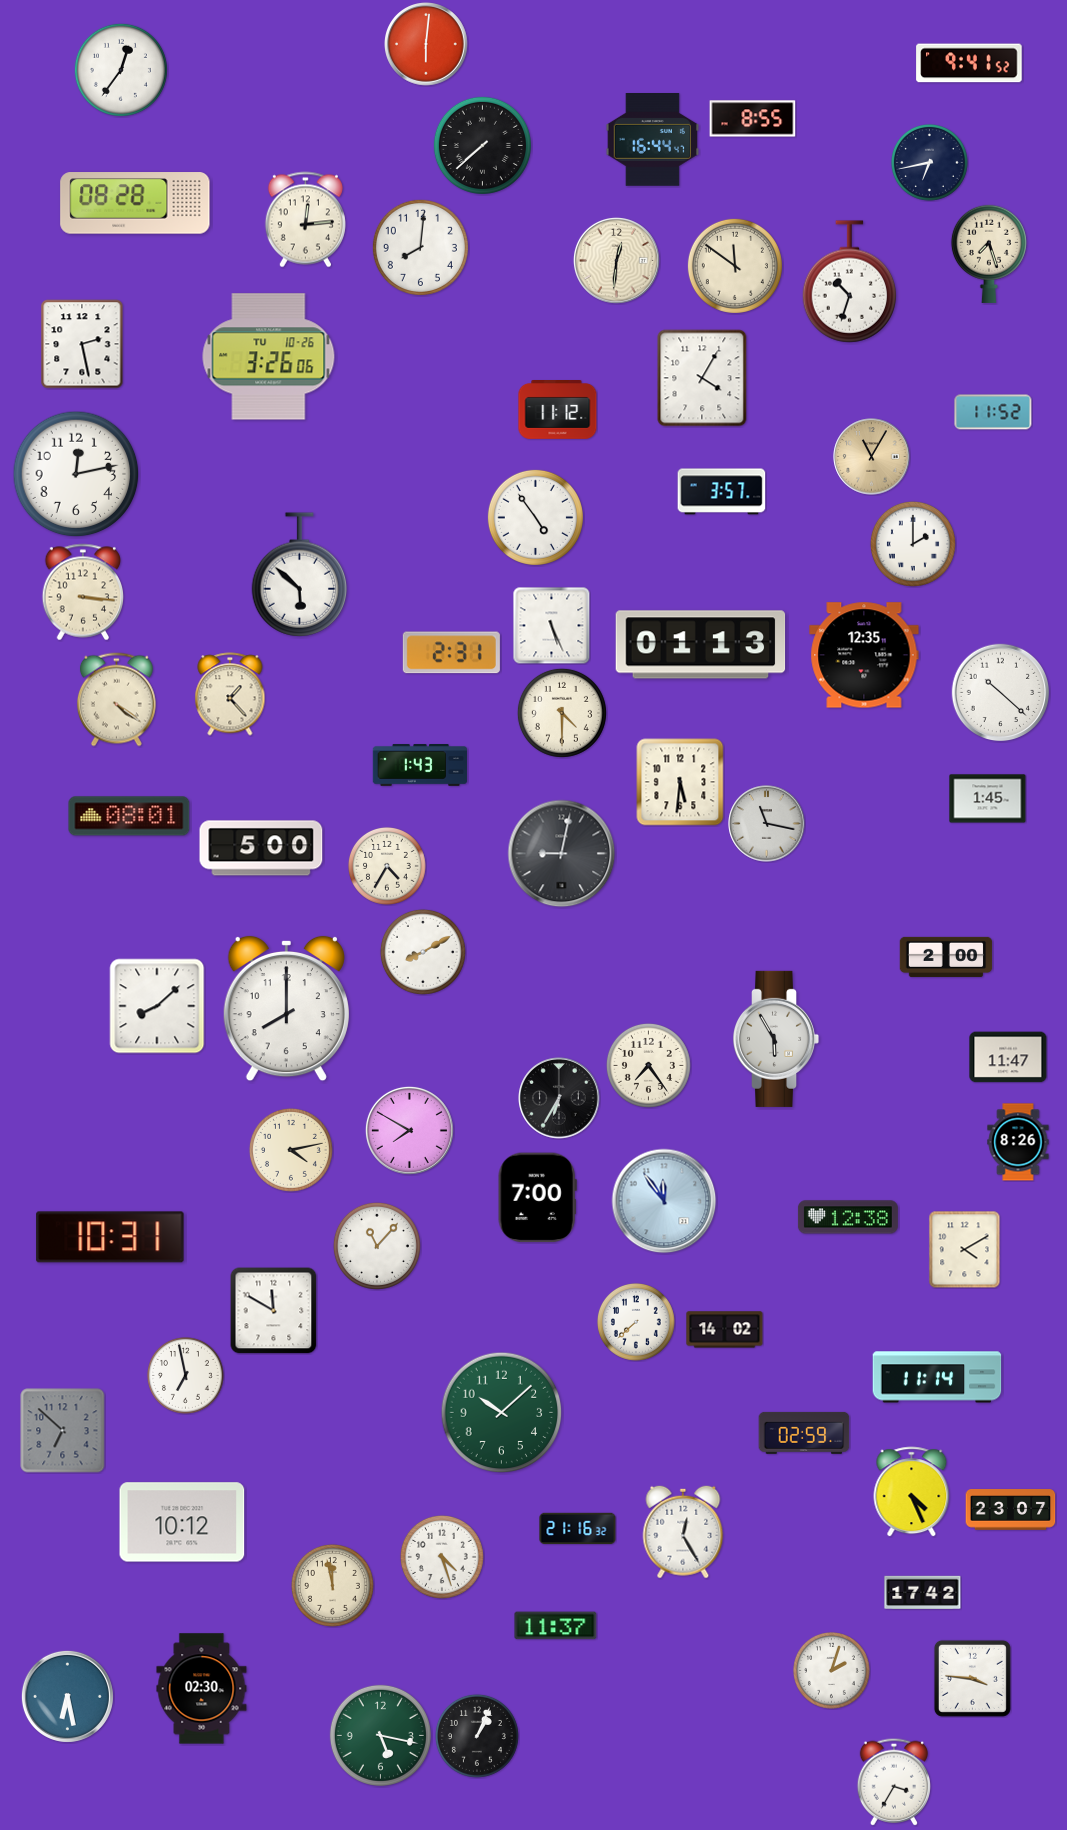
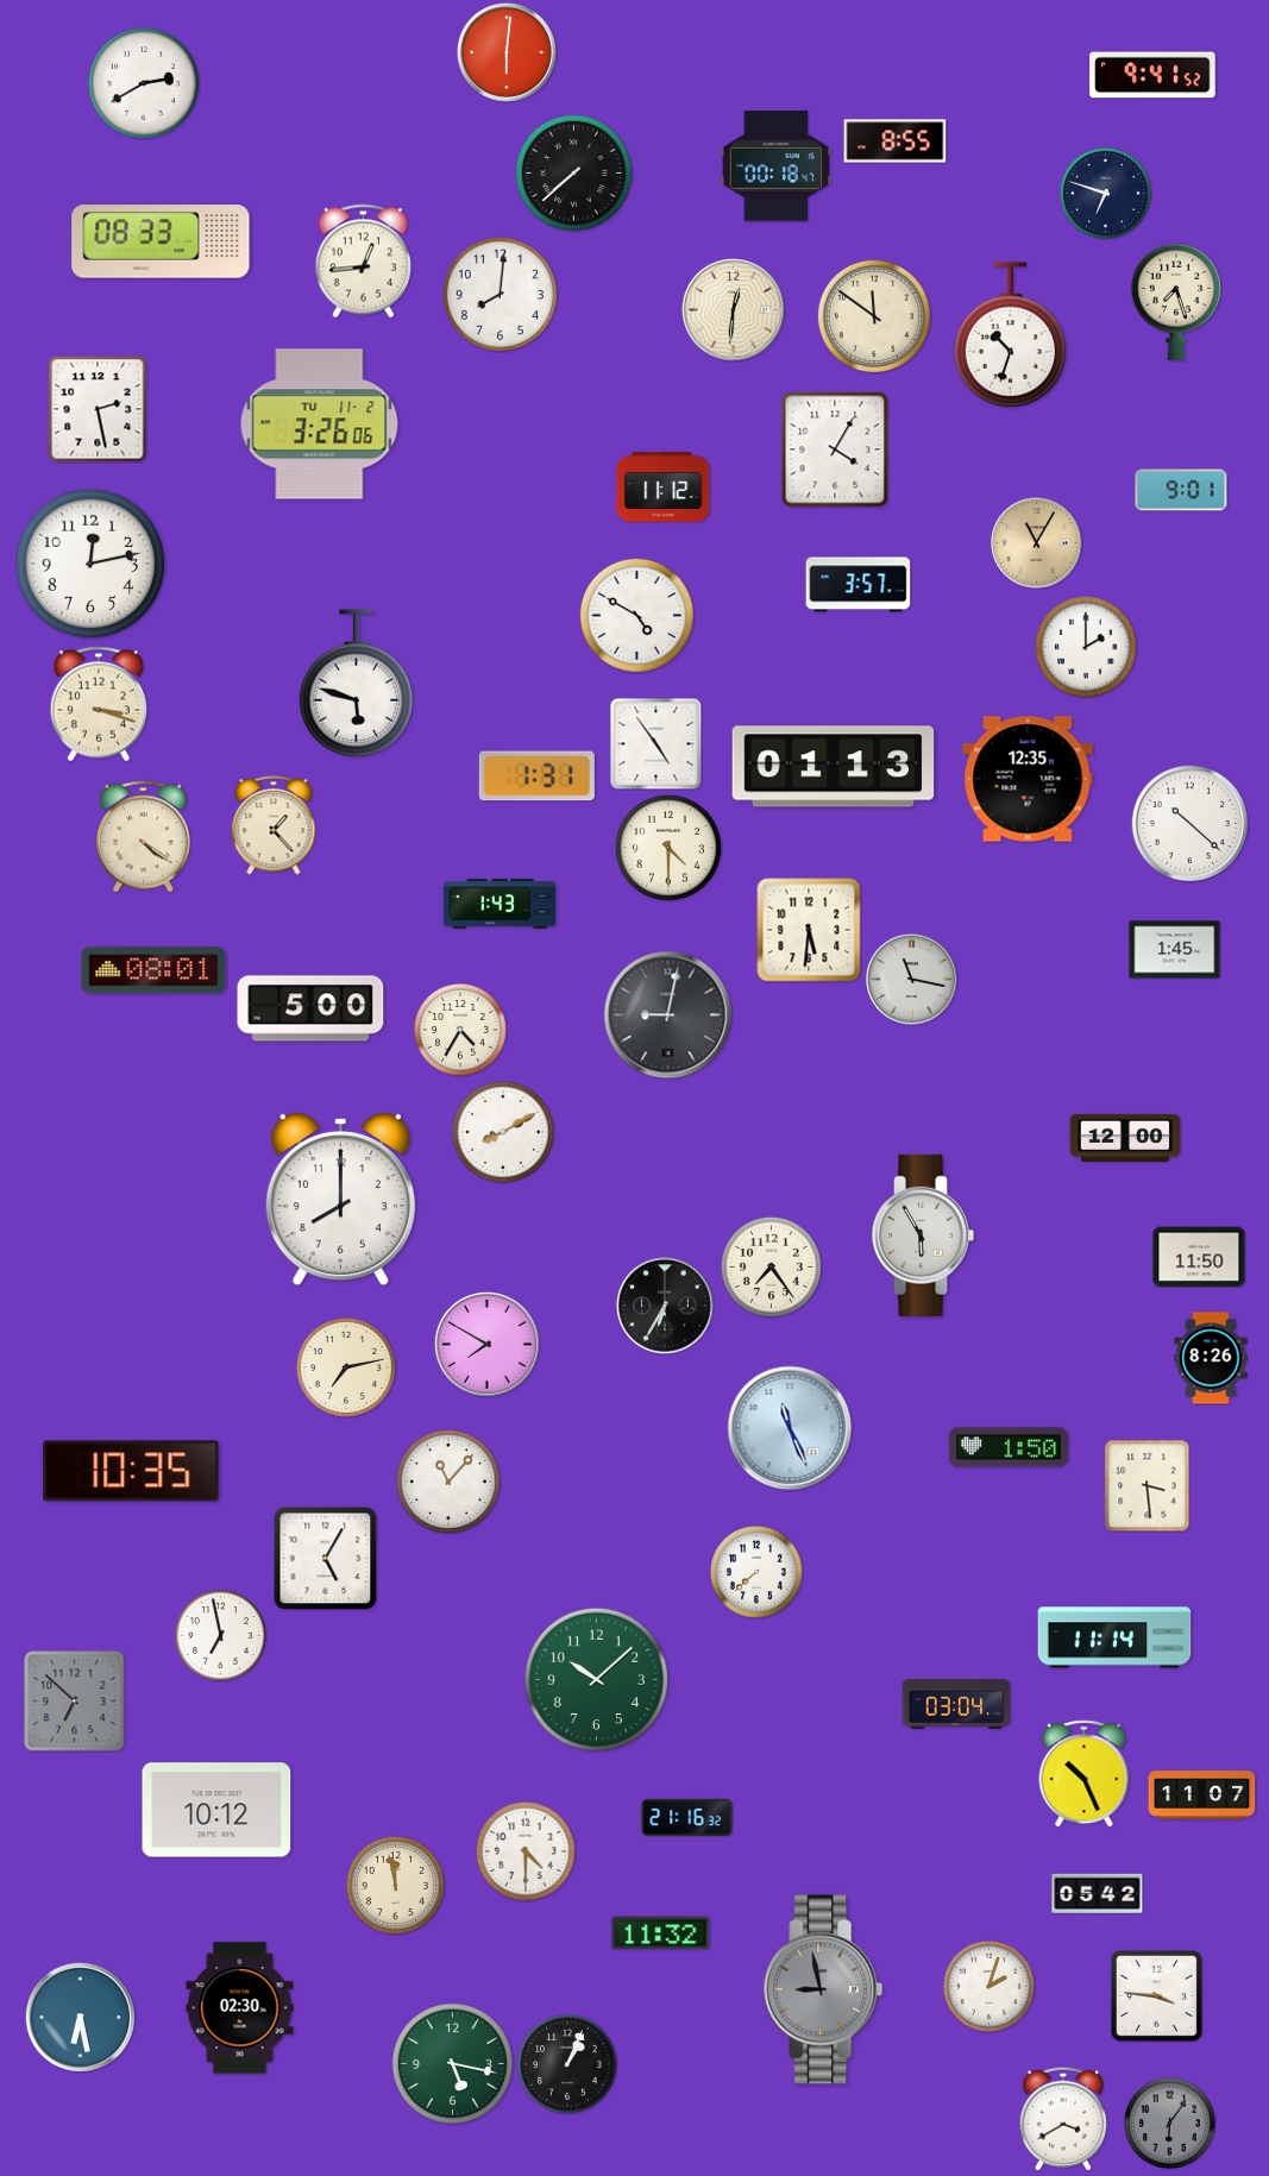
clock at (121, 70): 12:36 -> 2:40
clock at (652, 140): 16:44 -> 00:18
clock at (930, 163): 6:43 -> 6:48
clock at (135, 203): 08:28 -> 08:33
clock at (305, 220): 12:14 -> 12:44
clock at (269, 357) date: TU 10-26 -> TU 11-2
clock at (993, 412): 11:52 -> 9:01
clock at (535, 517): 4:54 -> 4:50
clock at (300, 575): 5:52 -> 5:48
clock at (83, 592): 3:16 -> 3:18
clock at (551, 625): 5:26 -> 4:54
clock at (451, 653): 2:31 -> 1:31
clock at (116, 700) position: (116, 700) -> (143, 837)
clock at (420, 766) position: (420, 766) -> (500, 905)
clock at (946, 957): 2:00 -> 12:00
clock at (157, 1006): 8:08 -> none
clock at (1008, 1057): 11:47 -> 11:50
clock at (291, 1150): 4:13 -> 7:13
clock at (537, 1198): 7:00 -> none
clock at (664, 1201): 11:54 -> 11:26
clock at (848, 1217): 12:38 -> 1:50
clock at (110, 1237): 10:31 -> 10:35
clock at (965, 1249): 4:10 -> 3:29
clock at (274, 1311): 11:50 -> 5:05
clock at (725, 1330): 14:02 -> none
clock at (804, 1433): 02:59 -> 03:04
clock at (912, 1492): 4:26 -> 10:26
clock at (1011, 1510): 23:07 -> 11:07
clock at (683, 1532): 12:25 -> none
clock at (442, 1557): 4:27 -> 4:30
clock at (923, 1593): 17:42 -> 05:42
clock at (556, 1626): 11:37 -> 11:32
clock at (823, 1989): none -> 8:58
clock at (893, 1782): 3:35 -> 3:40
clock at (1170, 2124): none -> 6:06
